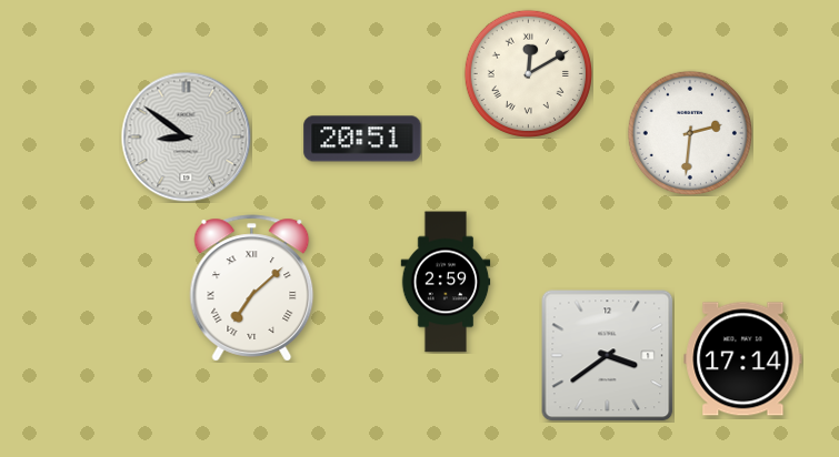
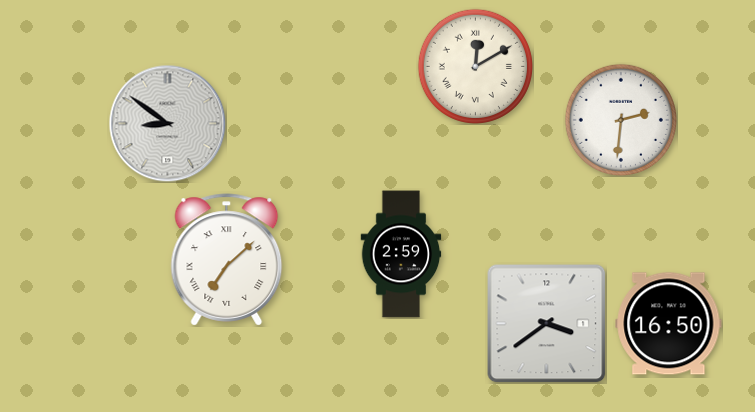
clock at (362, 139): 20:51 -> none
clock at (607, 355) position: (607, 355) -> (546, 323)
clock at (743, 359): 17:14 -> 16:50
